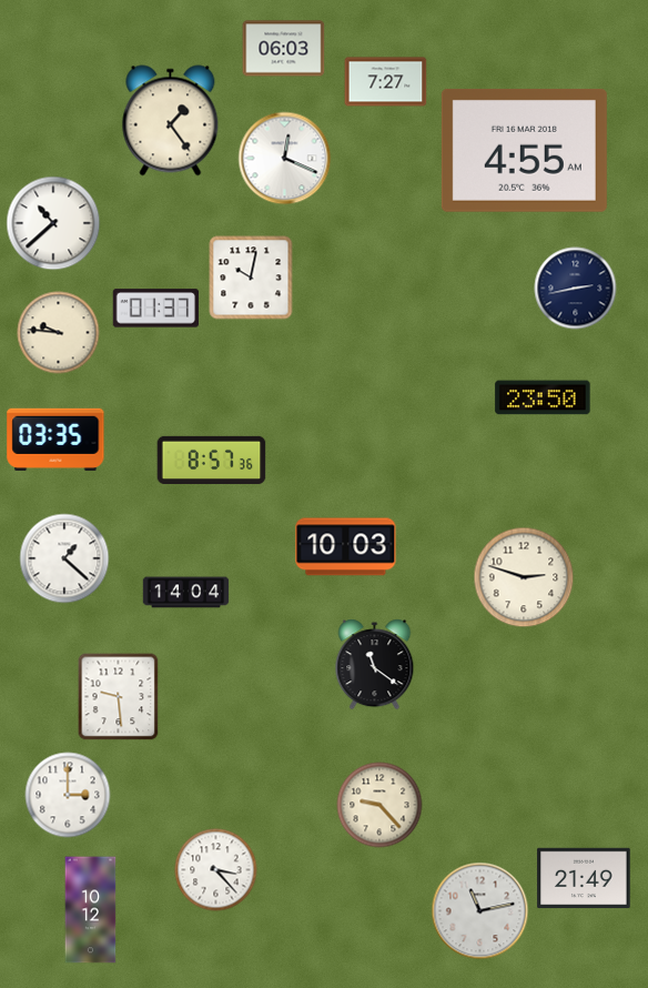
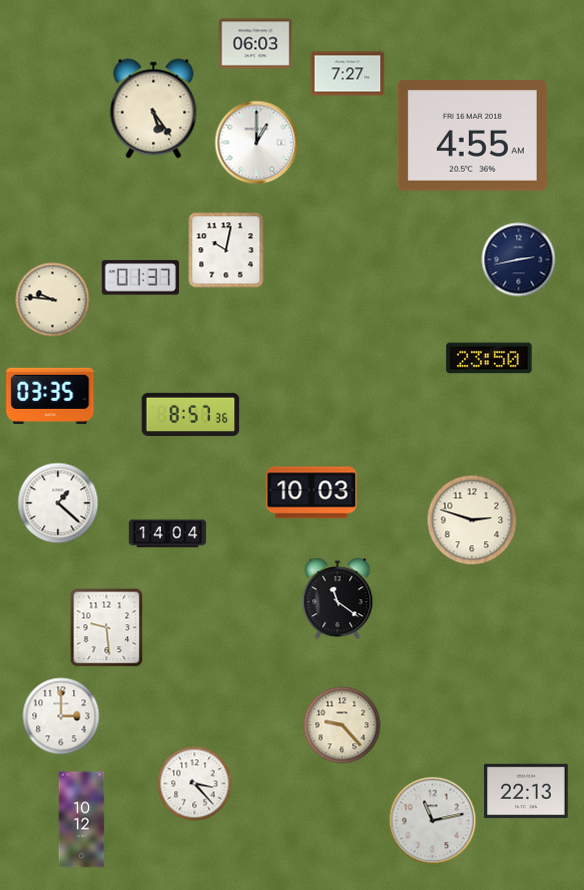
clock at (171, 121): 1:24 -> 5:24
clock at (285, 159): 12:19 -> 1:00
clock at (53, 223): 10:38 -> none
clock at (584, 878): 21:49 -> 22:13
